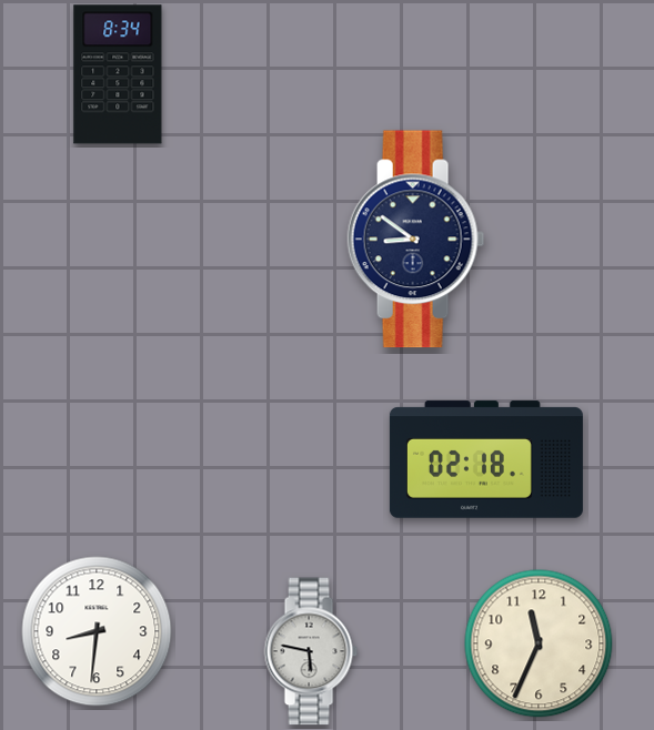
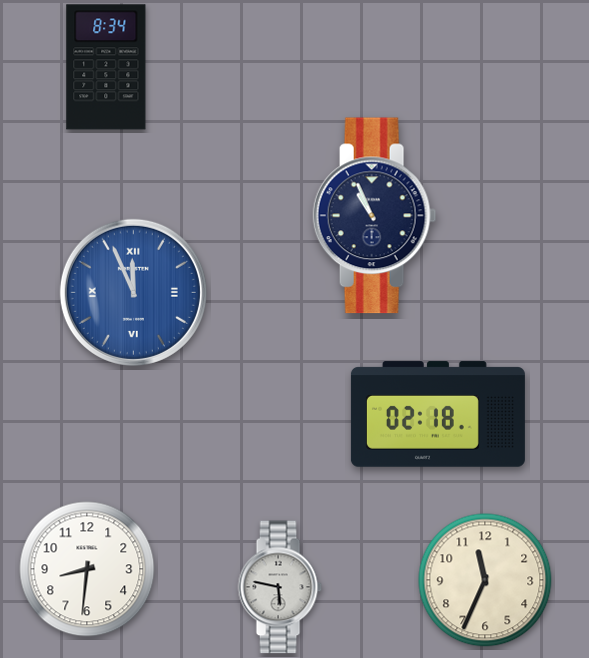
clock at (416, 240): 8:51 -> 10:56
clock at (133, 292): none -> 11:56
